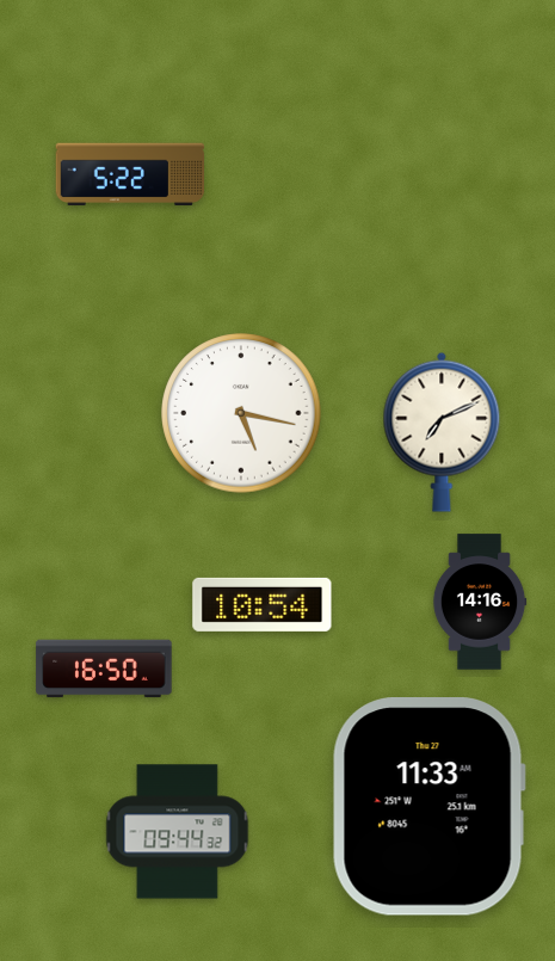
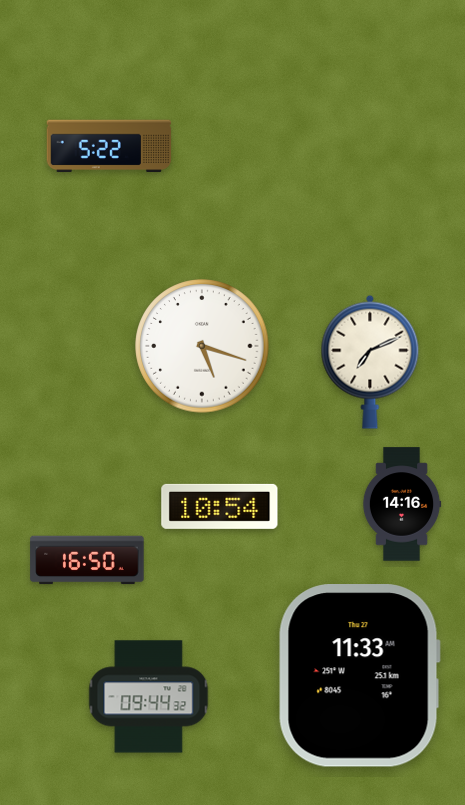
clock at (241, 413): 5:17 -> 5:18
